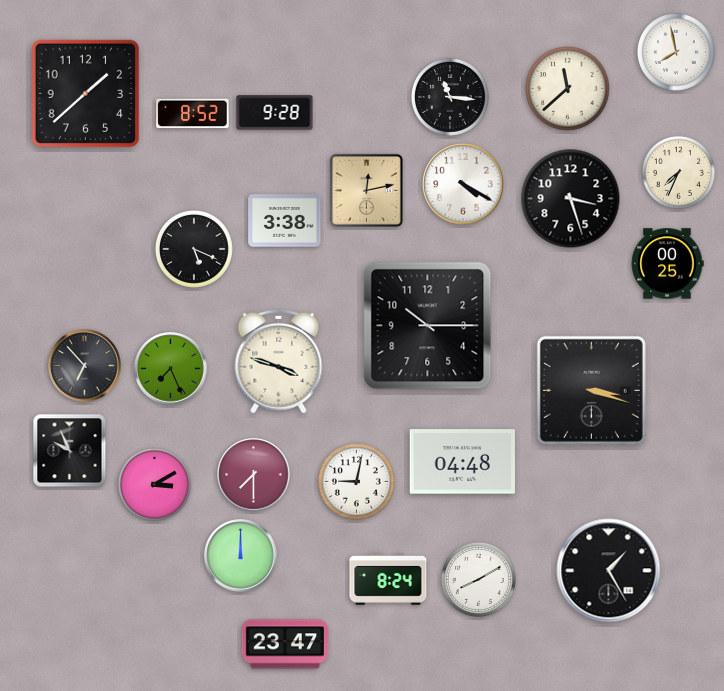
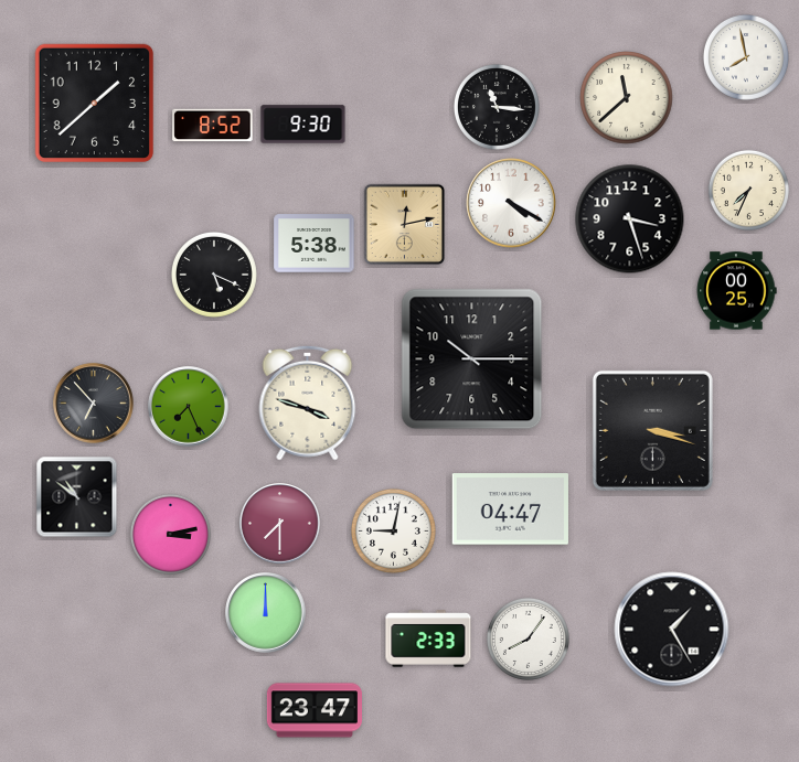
clock at (275, 113): 9:28 -> 9:30
clock at (367, 191) position: (367, 191) -> (405, 225)
clock at (285, 221): 3:38 -> 5:38
clock at (279, 361) position: (279, 361) -> (308, 403)
clock at (70, 451): 9:56 -> 10:51
clock at (462, 462): 04:48 -> 04:47
clock at (154, 484): 3:10 -> 3:13
clock at (388, 579): 8:24 -> 2:33
clock at (478, 579): 8:10 -> 8:06
